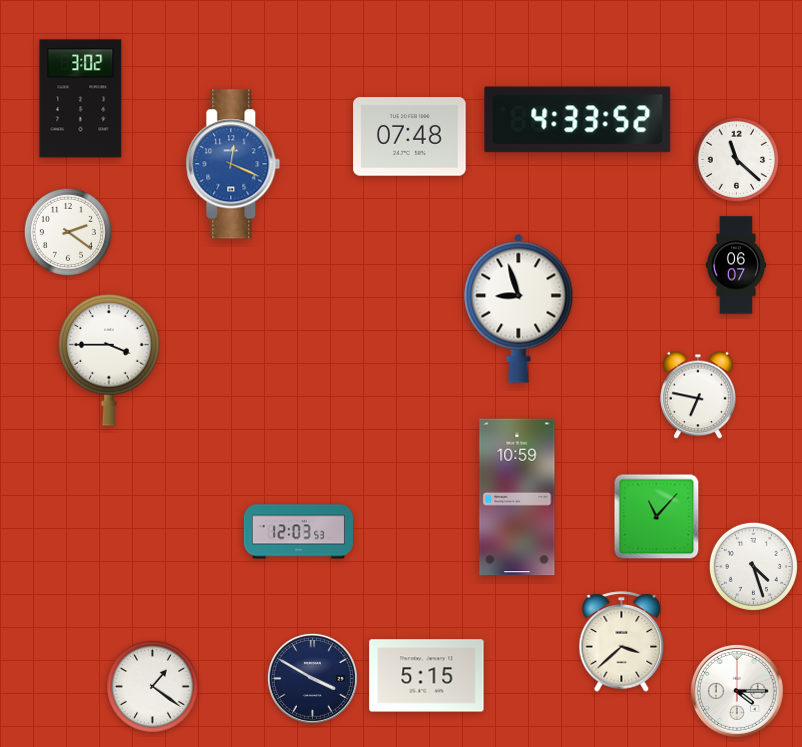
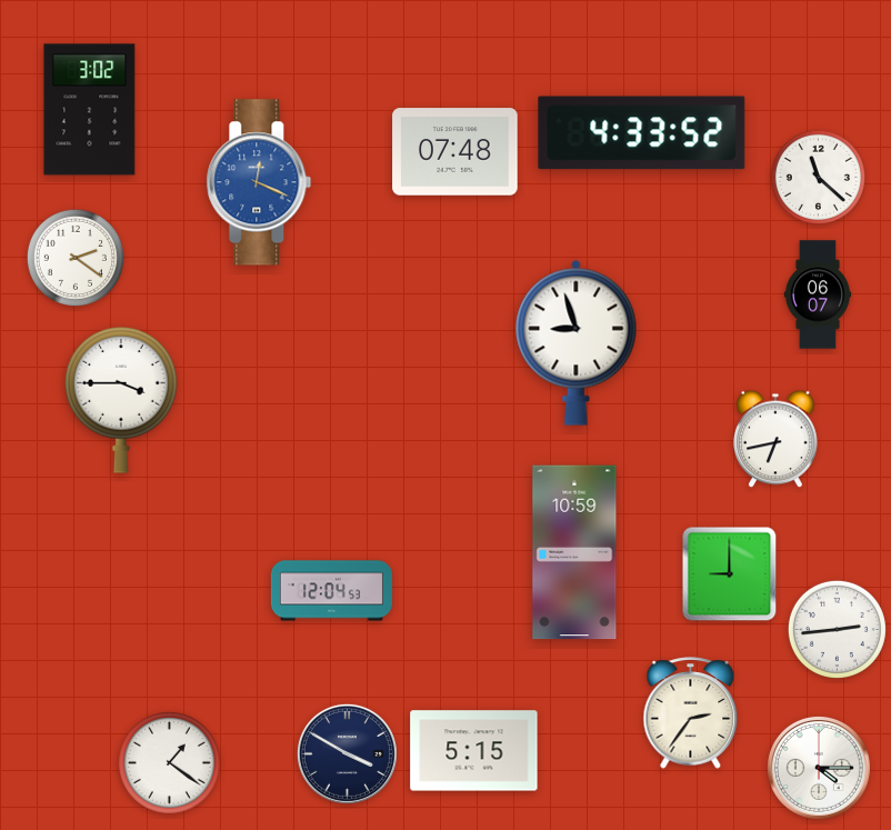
clock at (698, 395): 6:47 -> 6:43
clock at (657, 517): 11:07 -> 9:00
clock at (298, 532): 12:03 -> 12:04
clock at (753, 566): 4:27 -> 2:44
clock at (622, 642): 3:38 -> 2:36
